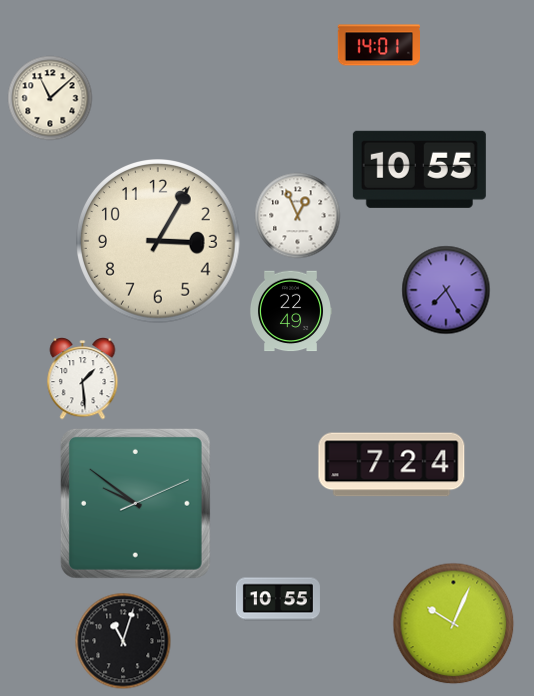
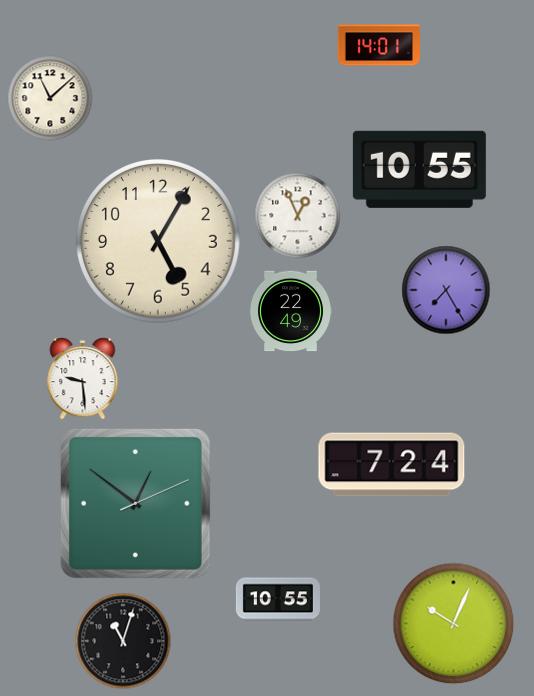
clock at (159, 242): 3:05 -> 5:05
clock at (83, 379): 1:29 -> 9:29
clock at (135, 503): 9:51 -> 12:51
